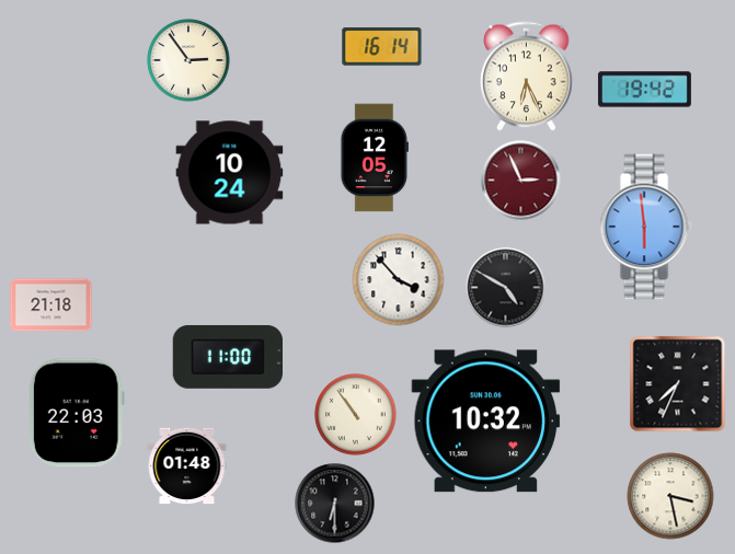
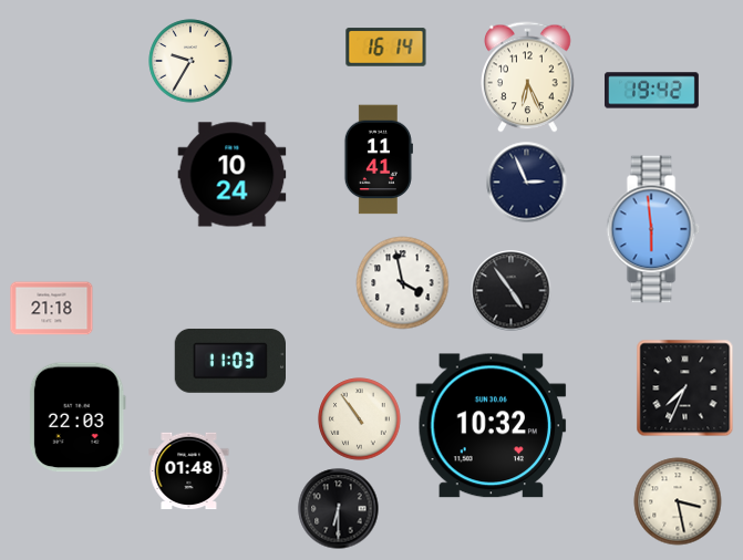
clock at (188, 60): 2:54 -> 9:35
clock at (527, 77) position: (527, 77) -> (528, 77)
clock at (375, 158): 12:05 -> 11:41
clock at (521, 181) dial: burgundy -> navy
clock at (399, 280): 3:53 -> 3:58
clock at (506, 288): 4:50 -> 4:54
clock at (227, 357): 11:00 -> 11:03
